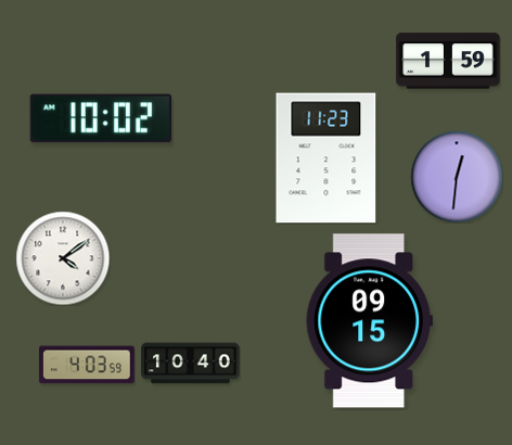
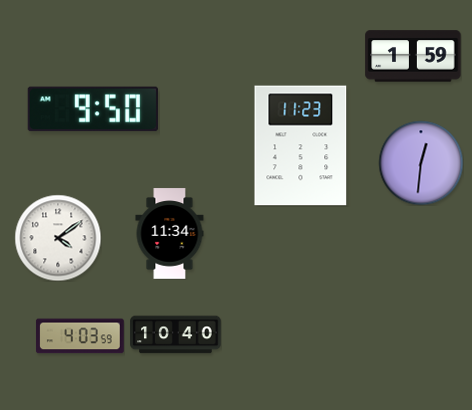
clock at (101, 118): 10:02 -> 9:50
clock at (170, 234): none -> 11:34
clock at (369, 321): 09:15 -> none
